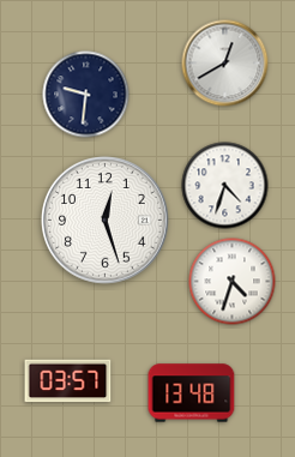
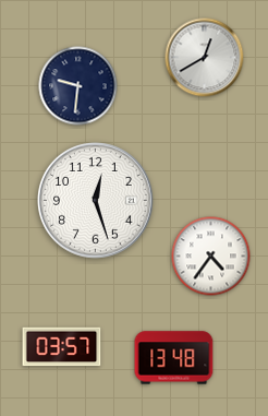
clock at (225, 186): 4:33 -> none
clock at (233, 282): 4:33 -> 4:36
